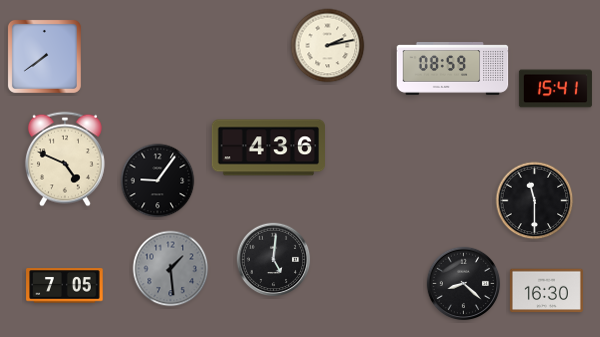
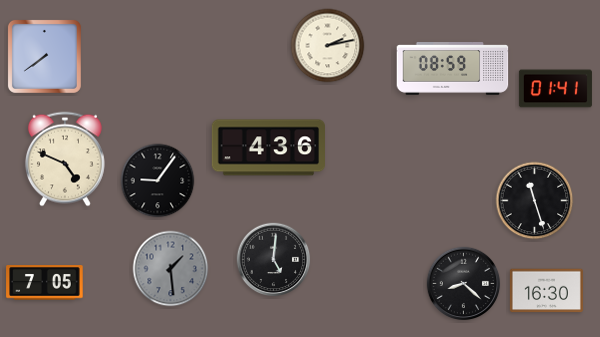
clock at (555, 89): 15:41 -> 01:41
clock at (535, 201): 11:30 -> 11:27
clock at (65, 286) position: (65, 286) -> (45, 283)
